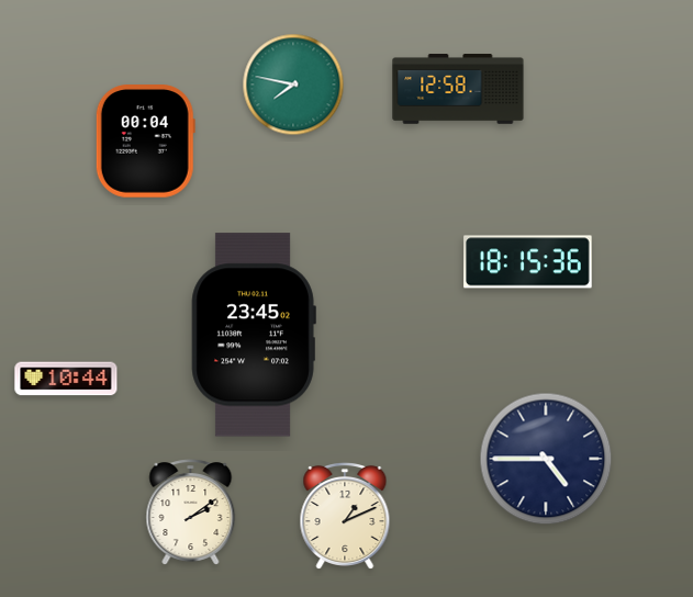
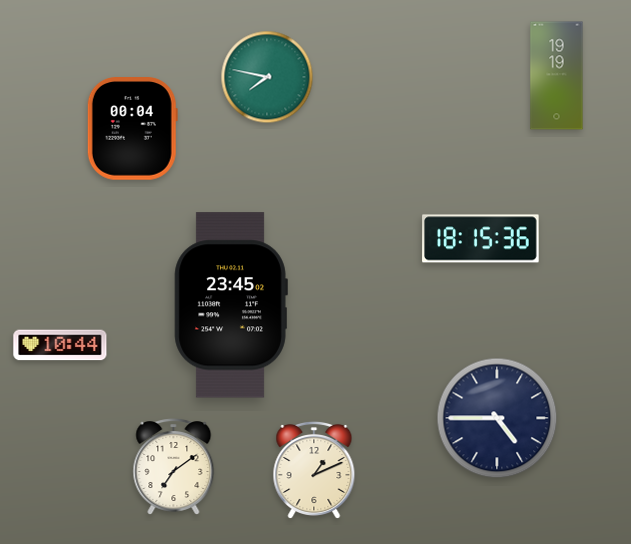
clock at (557, 76): none -> 19:19
clock at (458, 89): 12:58 -> none
clock at (191, 512): 2:09 -> 7:09
